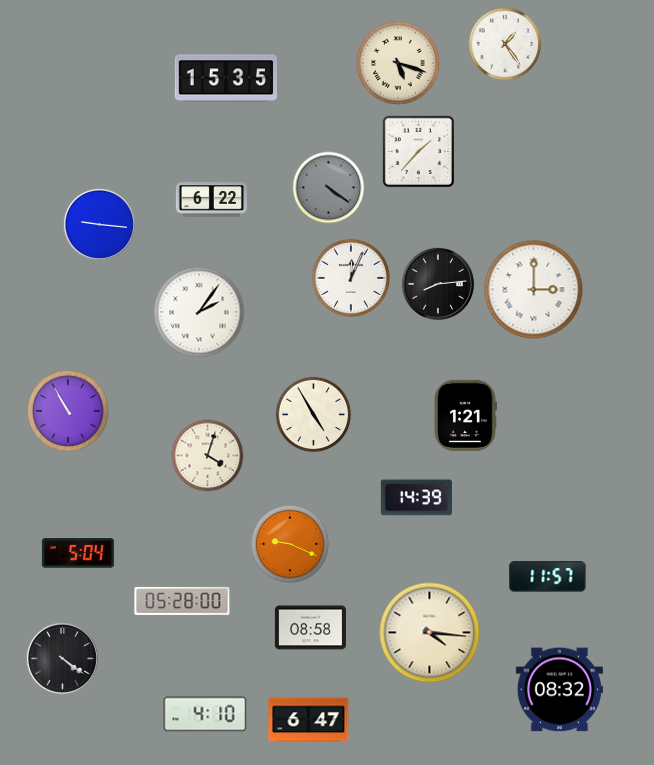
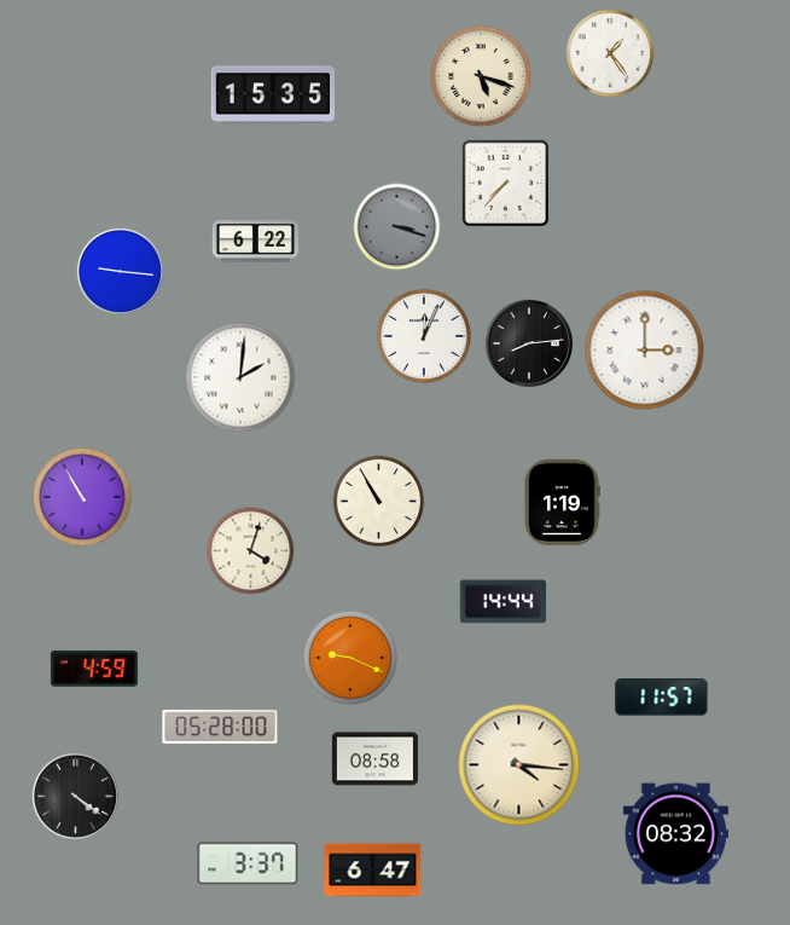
clock at (419, 152): 1:37 -> 7:37
clock at (329, 188): 4:21 -> 3:18
clock at (199, 312): 2:06 -> 2:01
clock at (314, 415): 4:55 -> 10:55
clock at (465, 415): 1:21 -> 1:19
clock at (416, 498): 14:39 -> 14:44
clock at (78, 553): 5:04 -> 4:59
clock at (205, 714): 4:10 -> 3:37
